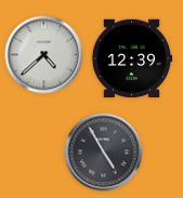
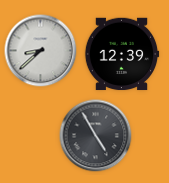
clock at (44, 55): 4:38 -> 8:38
clock at (104, 153) position: (104, 153) -> (96, 136)
